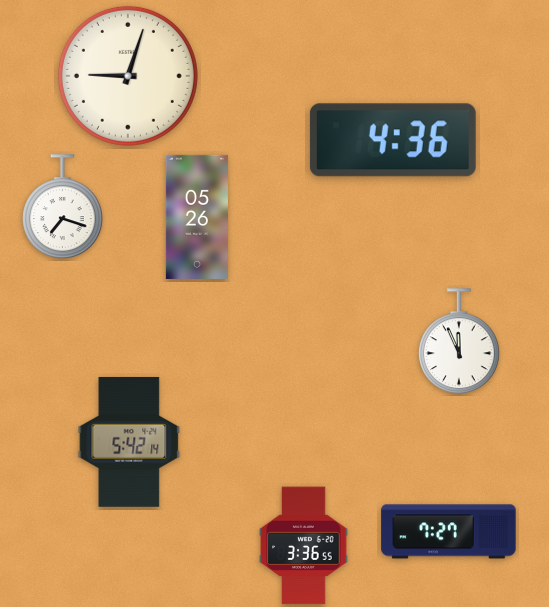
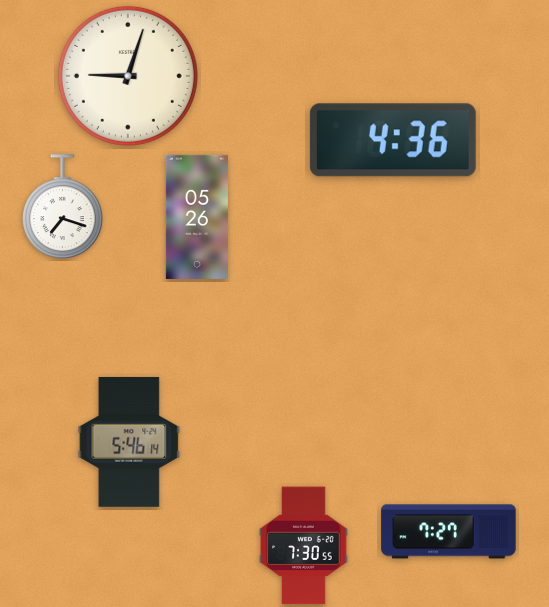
clock at (460, 342): 11:56 -> none
clock at (129, 442): 5:42 -> 5:46
clock at (304, 546): 3:36 -> 7:30
